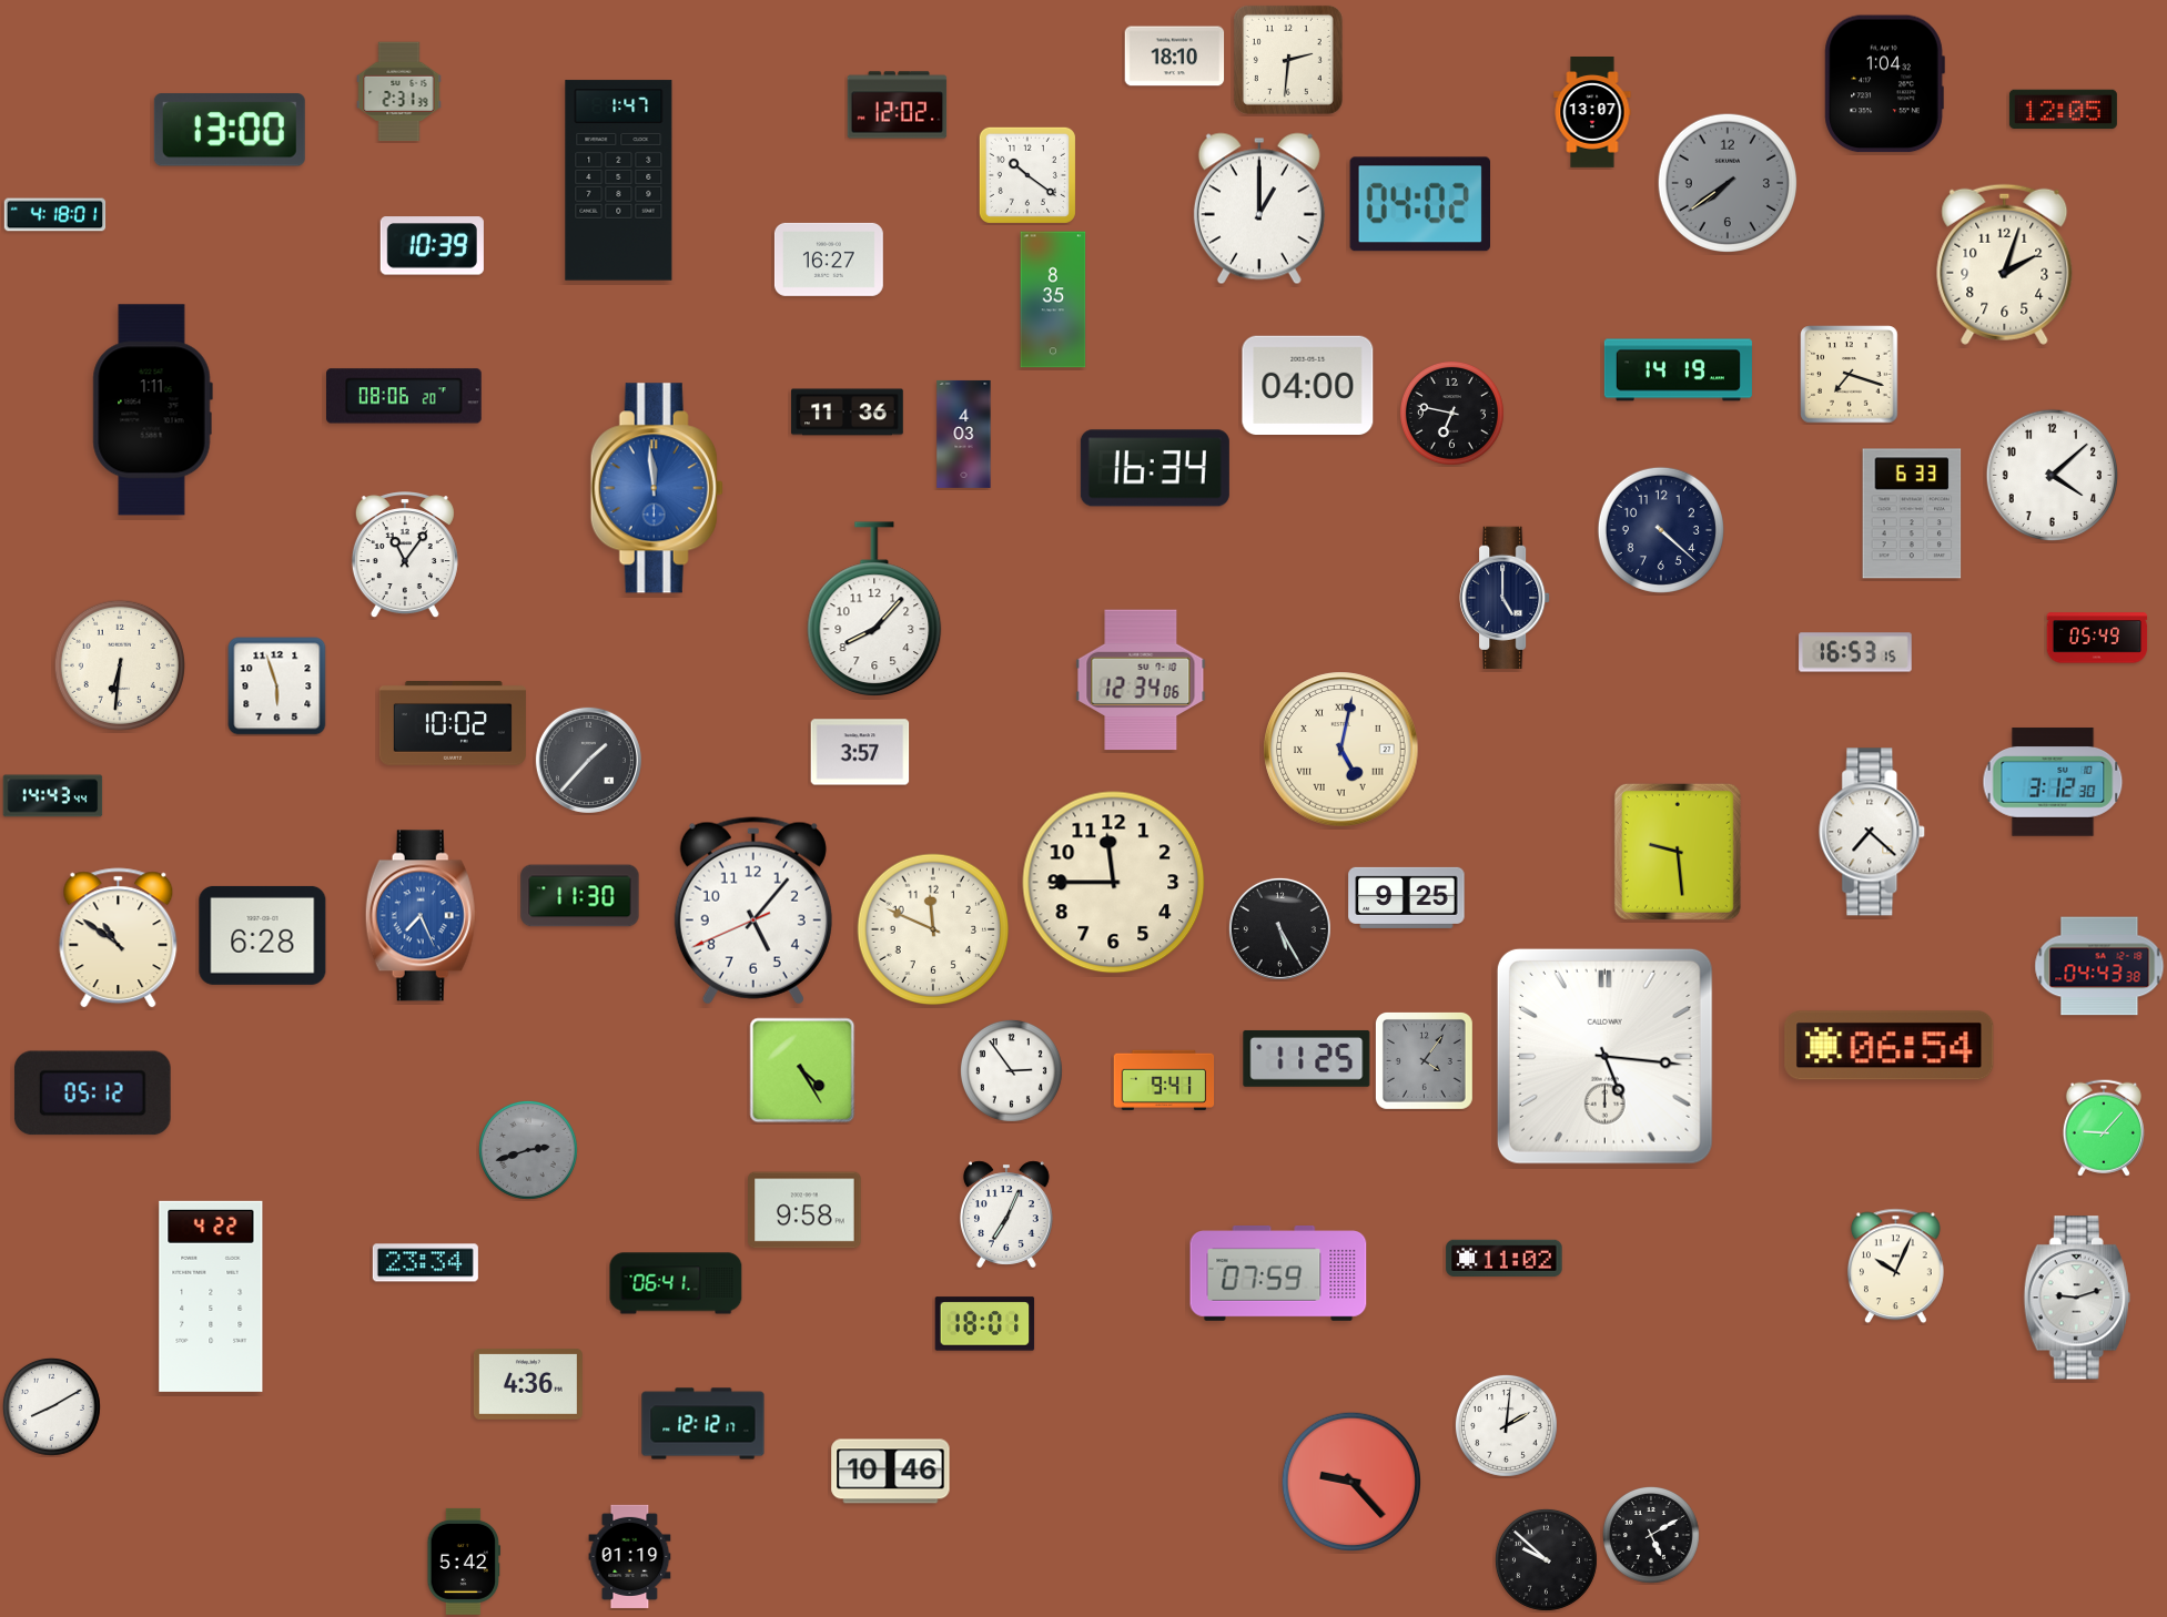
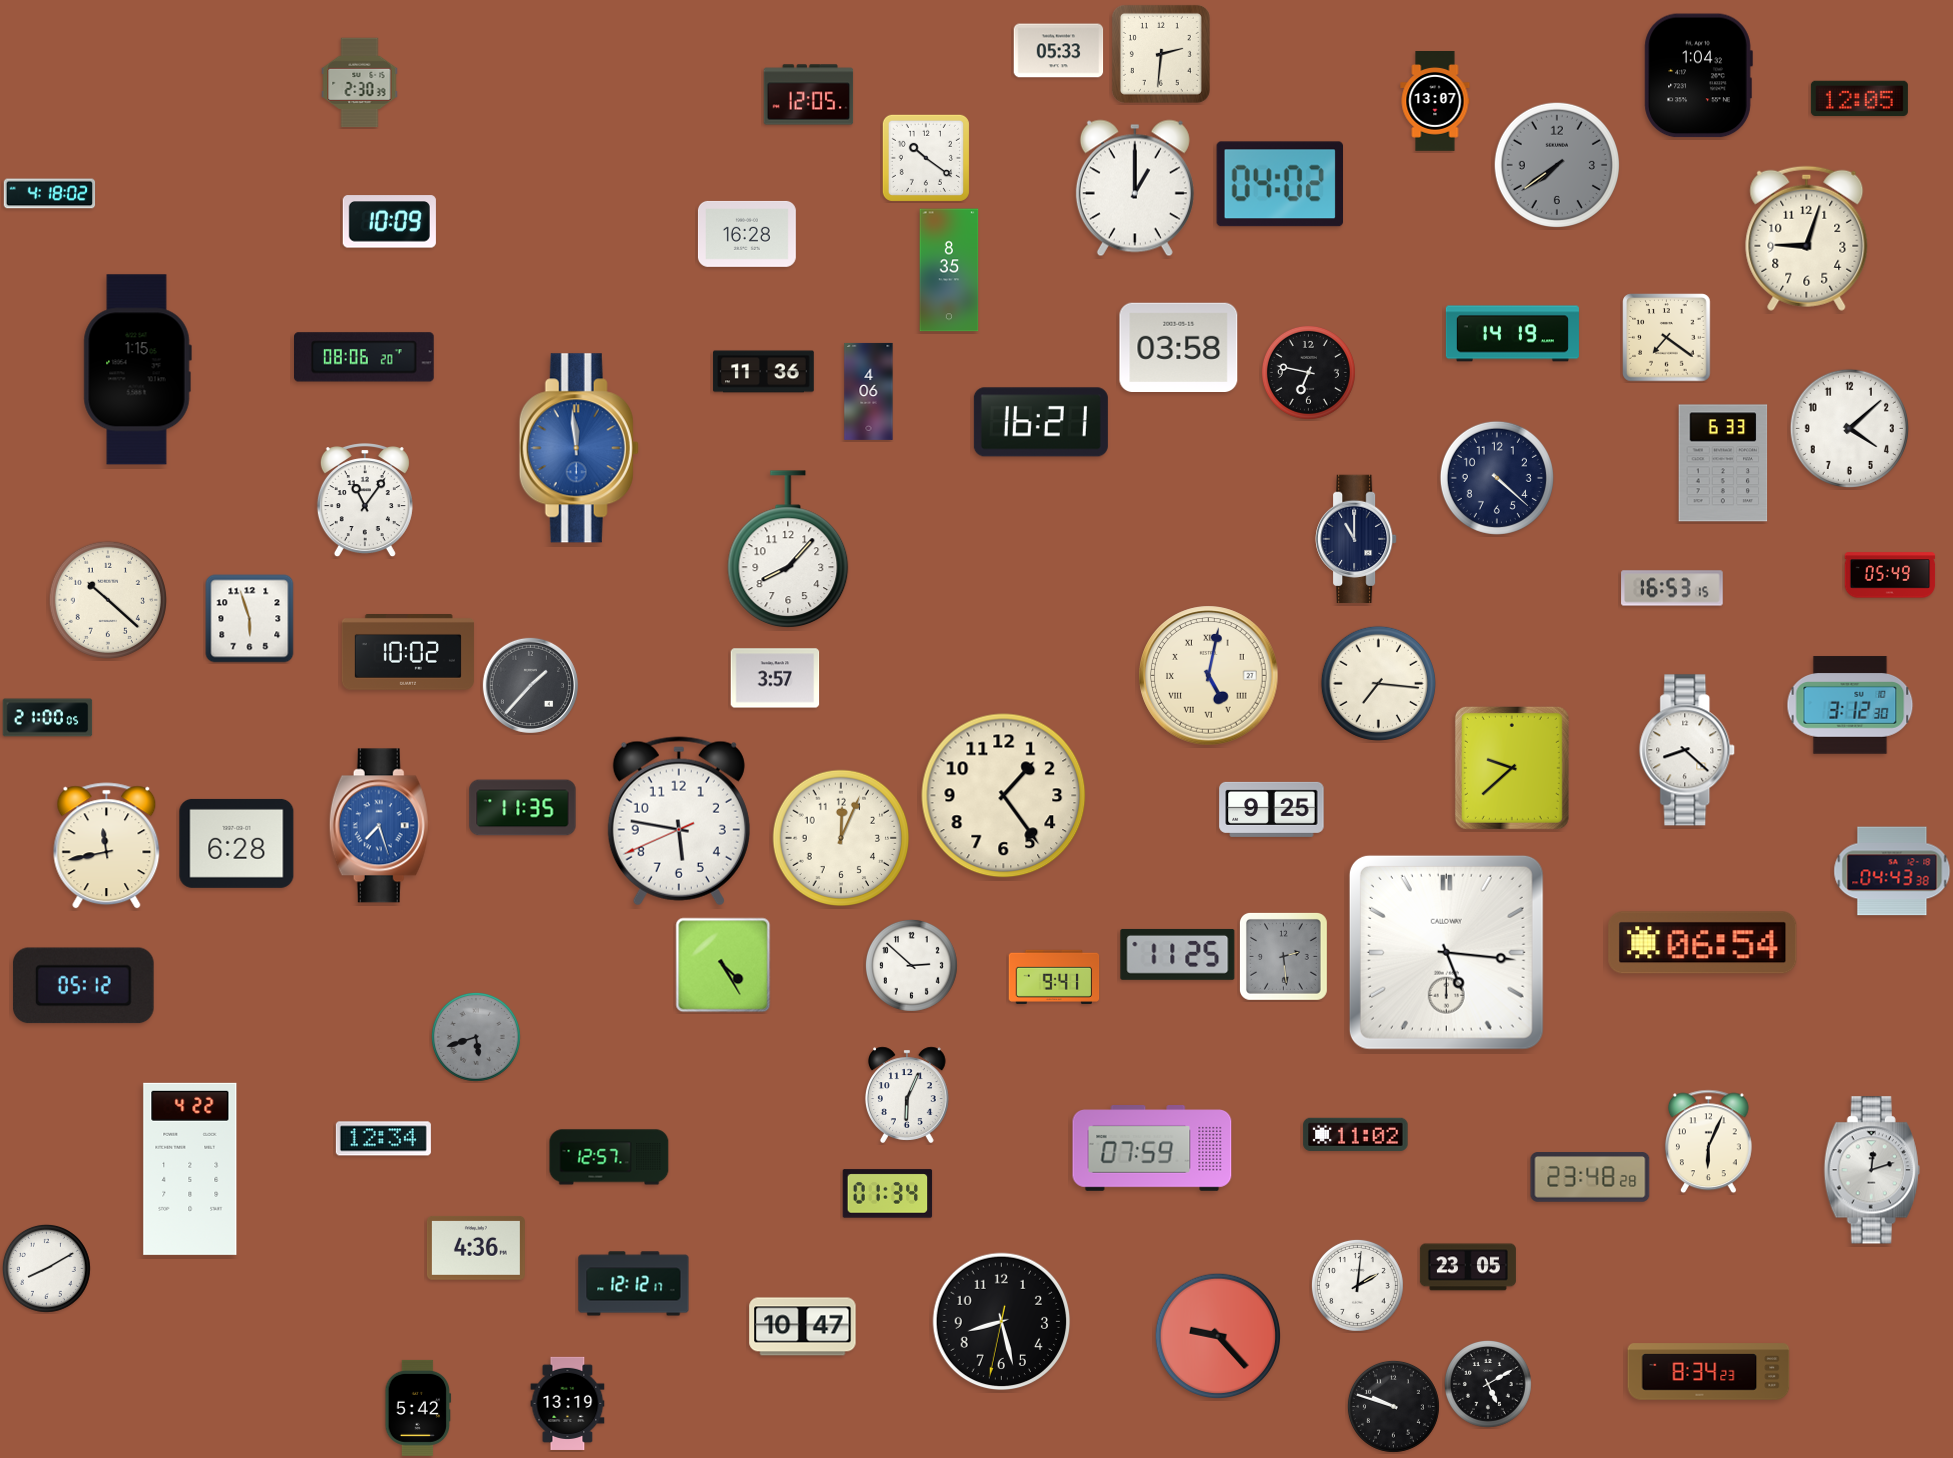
clock at (1175, 57): 18:10 -> 05:33
clock at (399, 92): 2:31 -> 2:30
clock at (898, 105): 12:02 -> 12:05
clock at (230, 130): 13:00 -> none
clock at (619, 181): 1:47 -> none
clock at (55, 215): 4:18:01 -> 4:18:02
clock at (432, 246): 10:39 -> 10:09
clock at (829, 260): 16:27 -> 16:28
clock at (2005, 264): 2:03 -> 9:03
clock at (1850, 375): 7:18 -> 7:21
clock at (1308, 385): 04:00 -> 03:58
clock at (152, 410): 1:11 -> 1:15
clock at (964, 434): 4:03 -> 4:06
clock at (1155, 468): 16:34 -> 16:21
clock at (657, 488) position: (657, 488) -> (579, 448)
clock at (1505, 598): 5:00 -> 11:00
clock at (120, 665): 6:31 -> 10:22
clock at (1141, 680): 12:34 -> none
clock at (1378, 683): none -> 7:16
clock at (53, 796): 14:43 -> 21:00
clock at (1873, 832): 7:22 -> 8:22
clock at (1678, 852): 9:29 -> 9:38
clock at (1114, 883): 11:45 -> 1:24
clock at (580, 896): 11:30 -> 11:35
clock at (1407, 897) position: (1407, 897) -> (1272, 809)
clock at (753, 911): 5:06 -> 5:46
clock at (421, 916): 7:26 -> 7:27
clock at (1279, 928): 5:25 -> none
clock at (933, 929): 11:49 -> 12:04
clock at (119, 938): 10:51 -> 11:43
clock at (1424, 1060): 4:06 -> 2:29
clock at (1011, 1070): 2:54 -> 2:52
clock at (1164, 1080) position: (1164, 1080) -> (1054, 977)
clock at (2104, 1128): 9:07 -> none
clock at (528, 1150): 2:42 -> 5:42
clock at (804, 1210): 9:58 -> none
clock at (1006, 1214): 7:04 -> 6:04
clock at (425, 1263): 23:34 -> 12:34
clock at (1895, 1267): 10:04 -> 6:04
clock at (676, 1283): 06:41 -> 12:57
clock at (2077, 1298): 9:12 -> 12:12
clock at (1590, 1177): none -> 23:48
clock at (985, 1324): 18:01 -> 01:34
clock at (1468, 1267): none -> 23:05
clock at (1002, 1322): none -> 8:27
clock at (891, 1472): 10:46 -> 10:47
clock at (1709, 1372): none -> 8:34
clock at (630, 1556): 01:19 -> 13:19
clock at (1546, 1559): 9:52 -> 9:48
